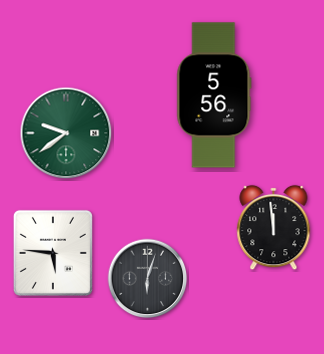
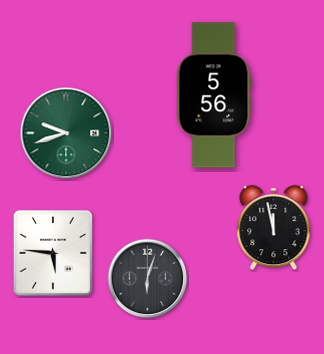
clock at (66, 133): 9:39 -> 9:42
clock at (274, 228): 11:59 -> 11:58
